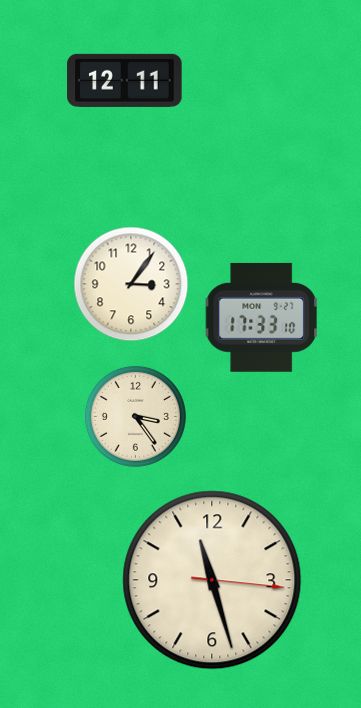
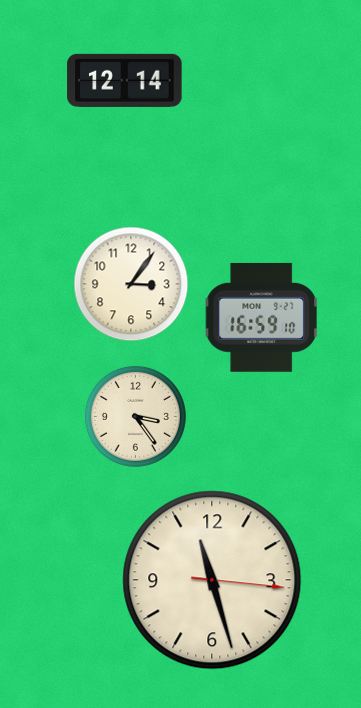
clock at (125, 80): 12:11 -> 12:14
clock at (261, 317): 17:33 -> 16:59
